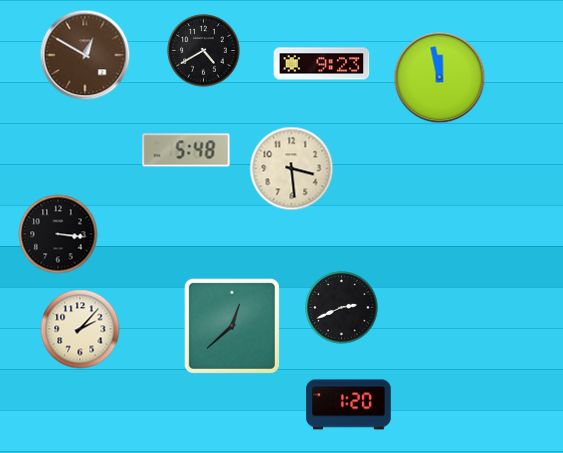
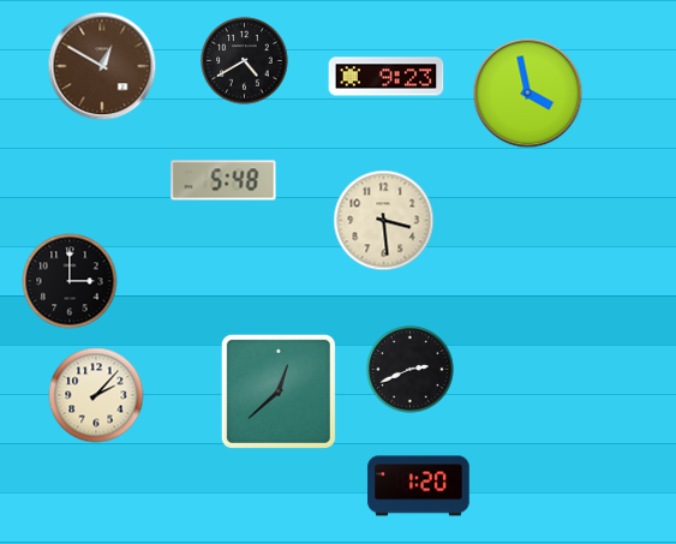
clock at (440, 78): 11:58 -> 3:58
clock at (292, 169) position: (292, 169) -> (384, 221)
clock at (58, 234): 3:16 -> 3:00
